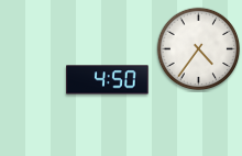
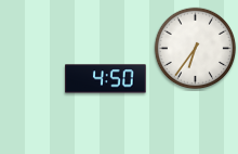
clock at (199, 49): 4:36 -> 6:36
